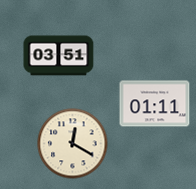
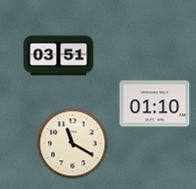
clock at (155, 104): 01:11 -> 01:10
clock at (73, 144): 12:20 -> 11:20
